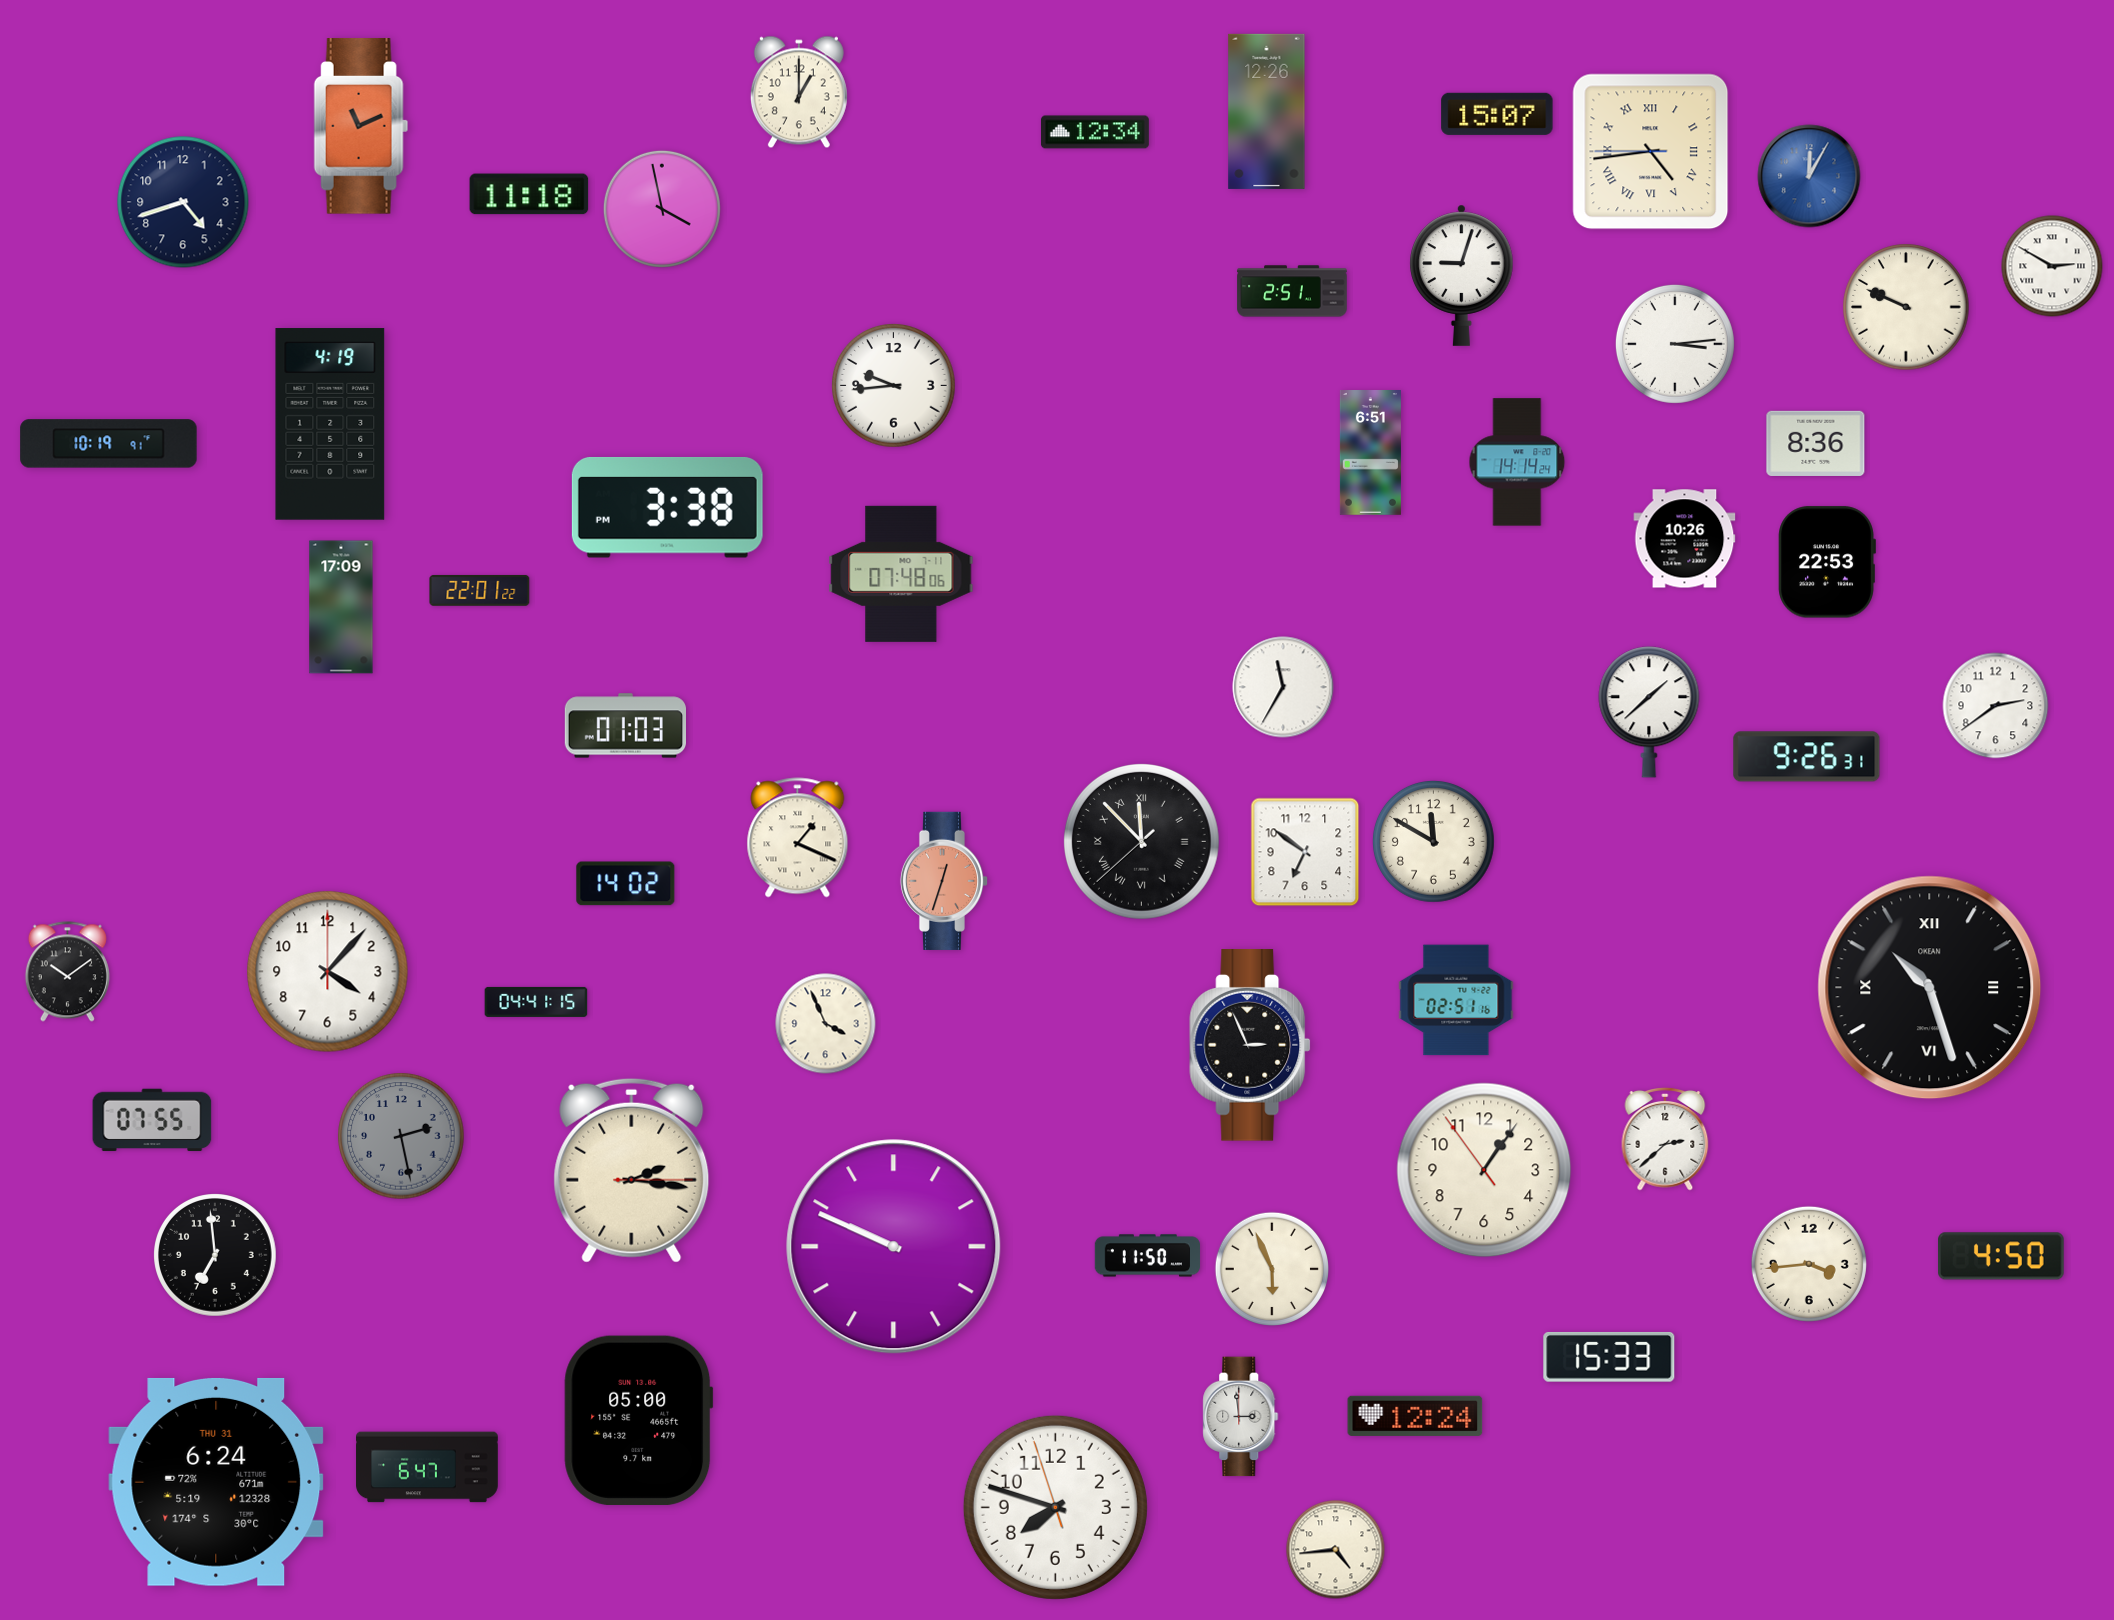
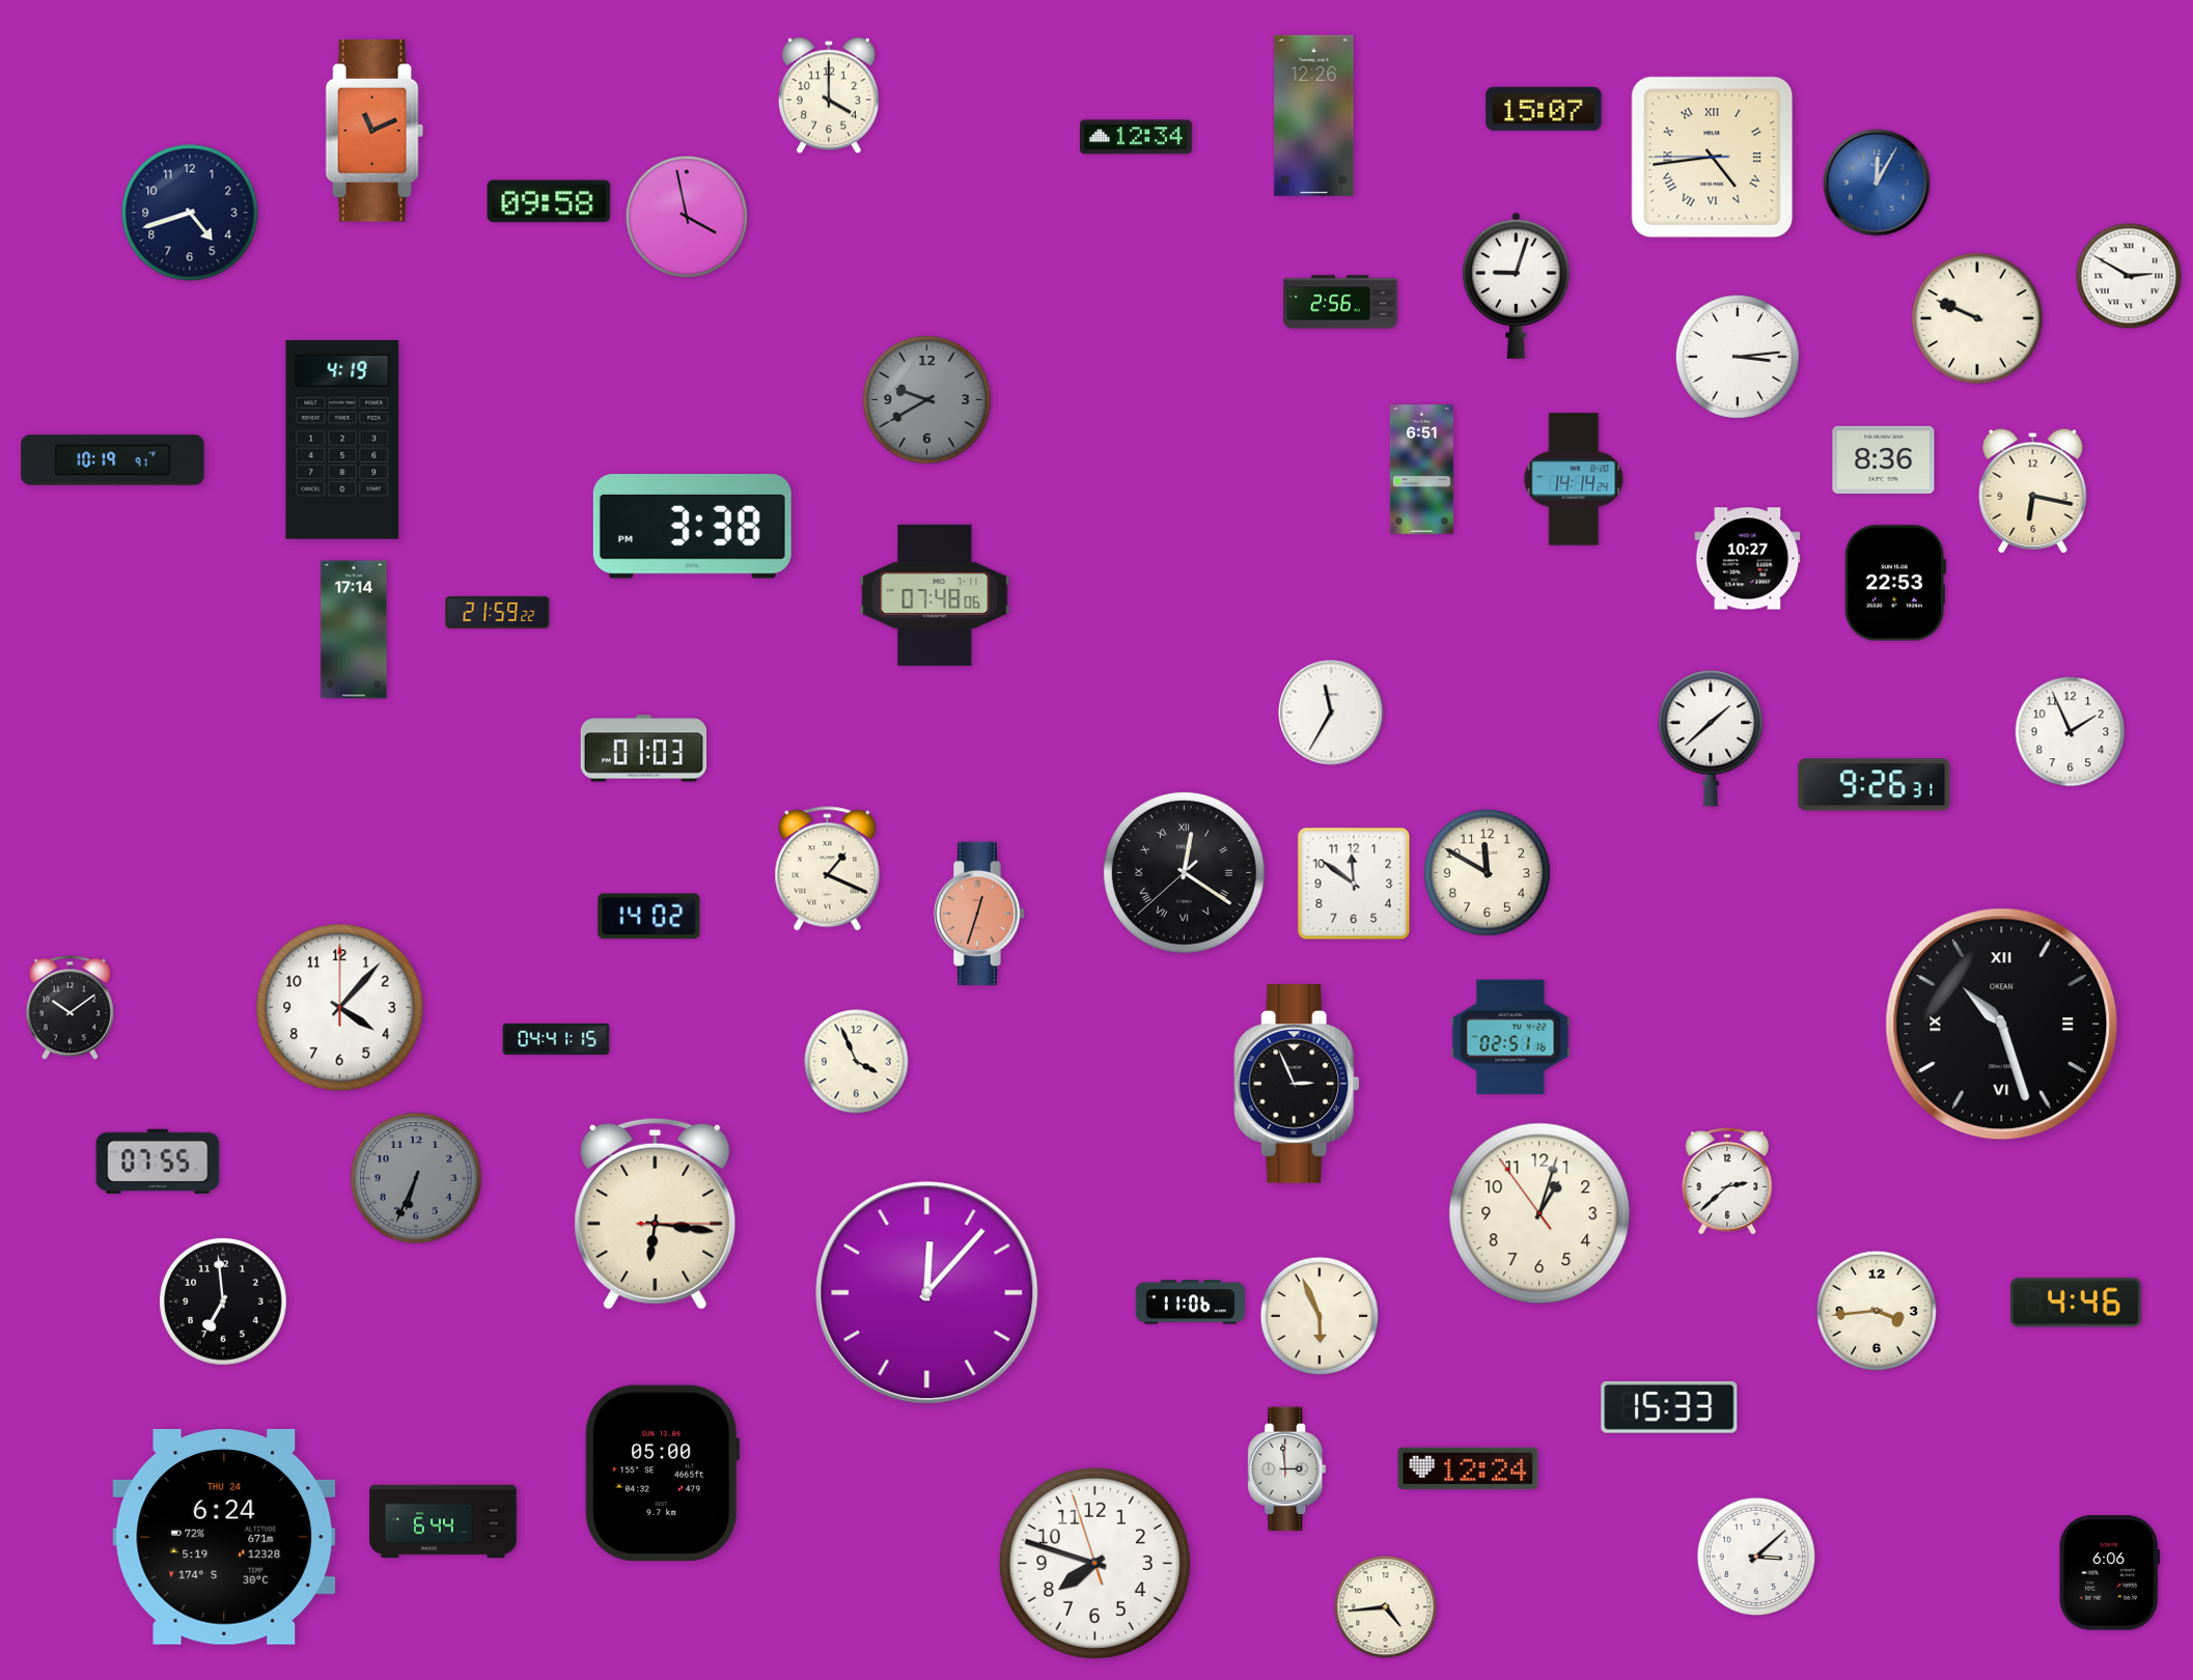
clock at (799, 92): 1:00 -> 4:00
clock at (1497, 114) position: (1497, 114) -> (1544, 109)
clock at (529, 194): 11:18 -> 09:58
clock at (183, 202) position: (183, 202) -> (190, 213)
clock at (1292, 291): 2:51 -> 2:56
clock at (894, 386): 9:44 -> 9:40
clock at (894, 386) dial: white -> grey
clock at (2033, 492): none -> 6:17
clock at (1685, 539): 10:26 -> 10:27
clock at (480, 590): 22:01 -> 21:59
clock at (341, 607): 17:09 -> 17:14
clock at (1996, 706): 2:39 -> 1:56
clock at (625, 726) position: (625, 726) -> (643, 749)
clock at (1141, 841): 11:52 -> 12:20
clock at (1305, 852): 6:51 -> 11:51
clock at (401, 1136): 2:28 -> 6:34
clock at (632, 1170): 2:16 -> 6:16
clock at (1484, 1170): 1:05 -> 1:02
clock at (894, 1247): 9:49 -> 12:07
clock at (1147, 1256): 11:50 -> 11:06
clock at (2001, 1256): 4:50 -> 4:46
clock at (427, 1467): 6:47 -> 6:44
clock at (216, 1482) date: THU 31 -> THU 24
clock at (1755, 1556): none -> 3:08
clock at (2109, 1573): none -> 6:06
